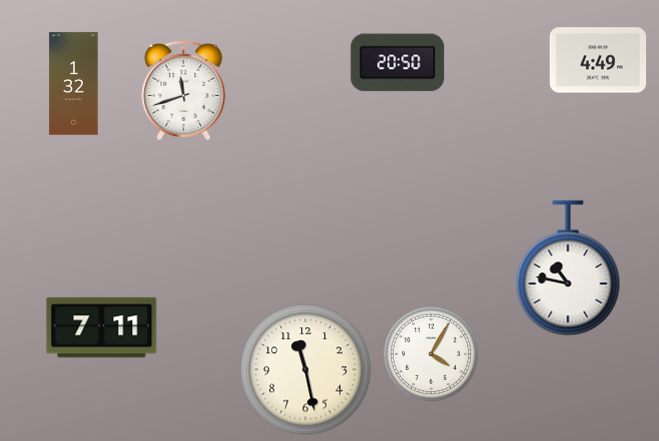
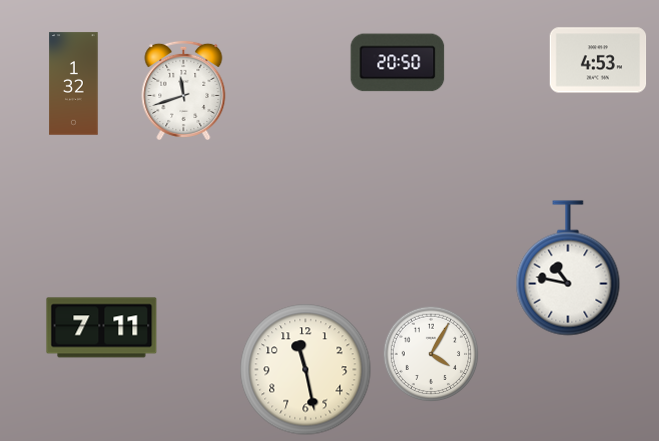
clock at (598, 60): 4:49 -> 4:53
